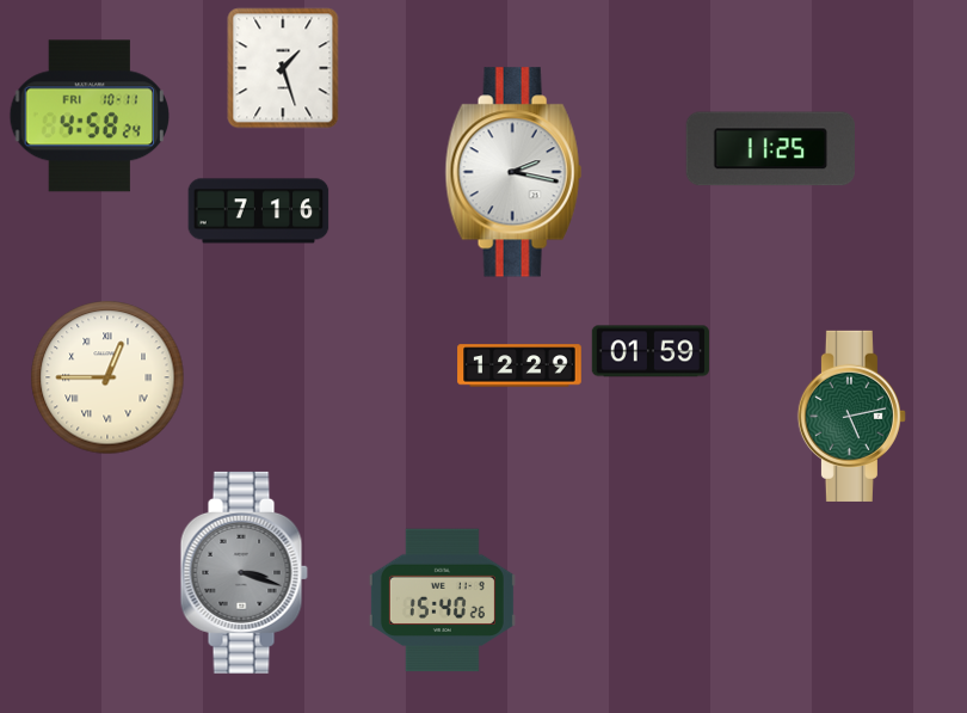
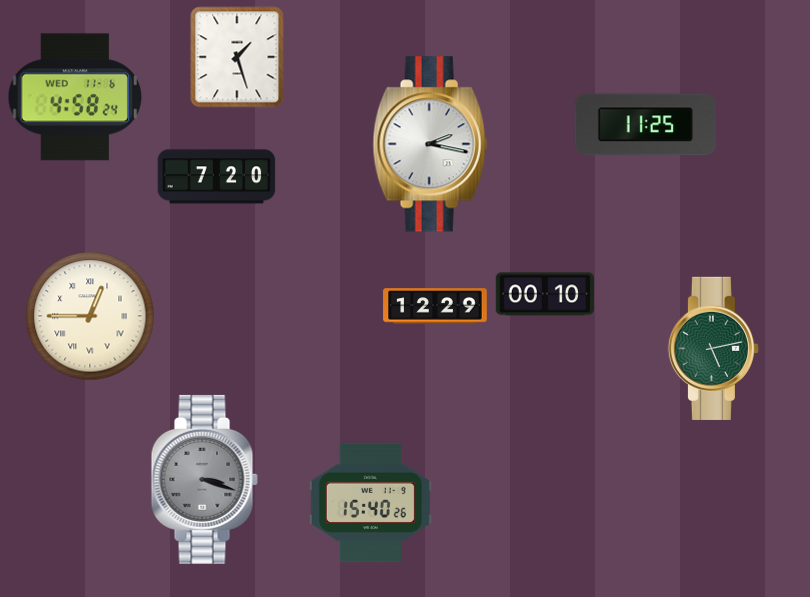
clock at (88, 116) date: FRI 10-11 -> WED 11-6
clock at (259, 211): 7:16 -> 7:20
clock at (651, 351): 01:59 -> 00:10
